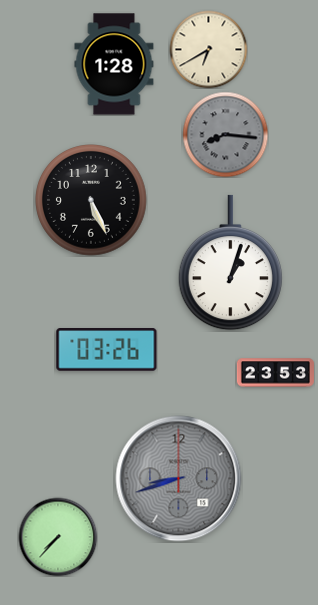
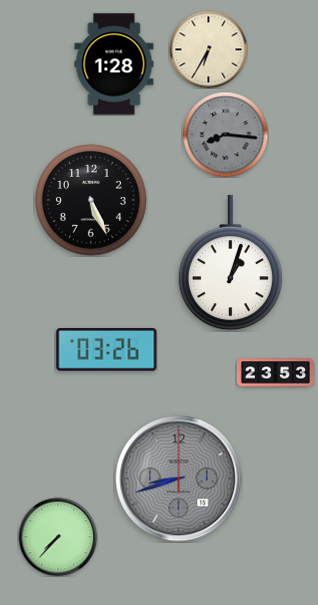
clock at (208, 49): 6:40 -> 6:35
